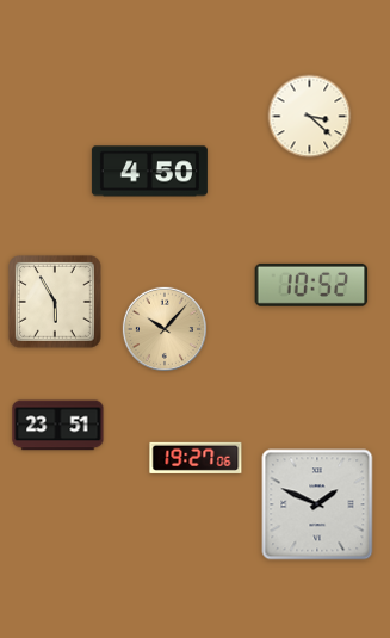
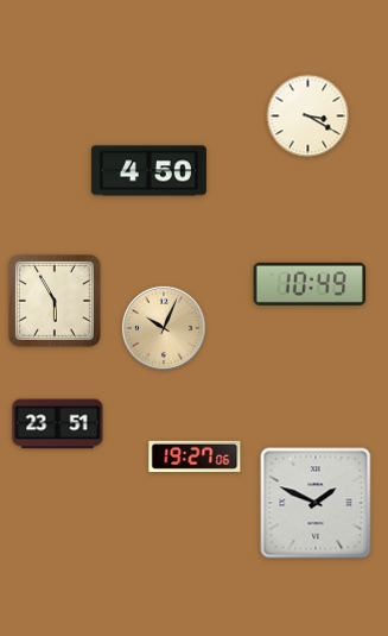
clock at (310, 117): 3:22 -> 3:20
clock at (311, 285): 10:52 -> 10:49
clock at (165, 329): 10:07 -> 10:04
